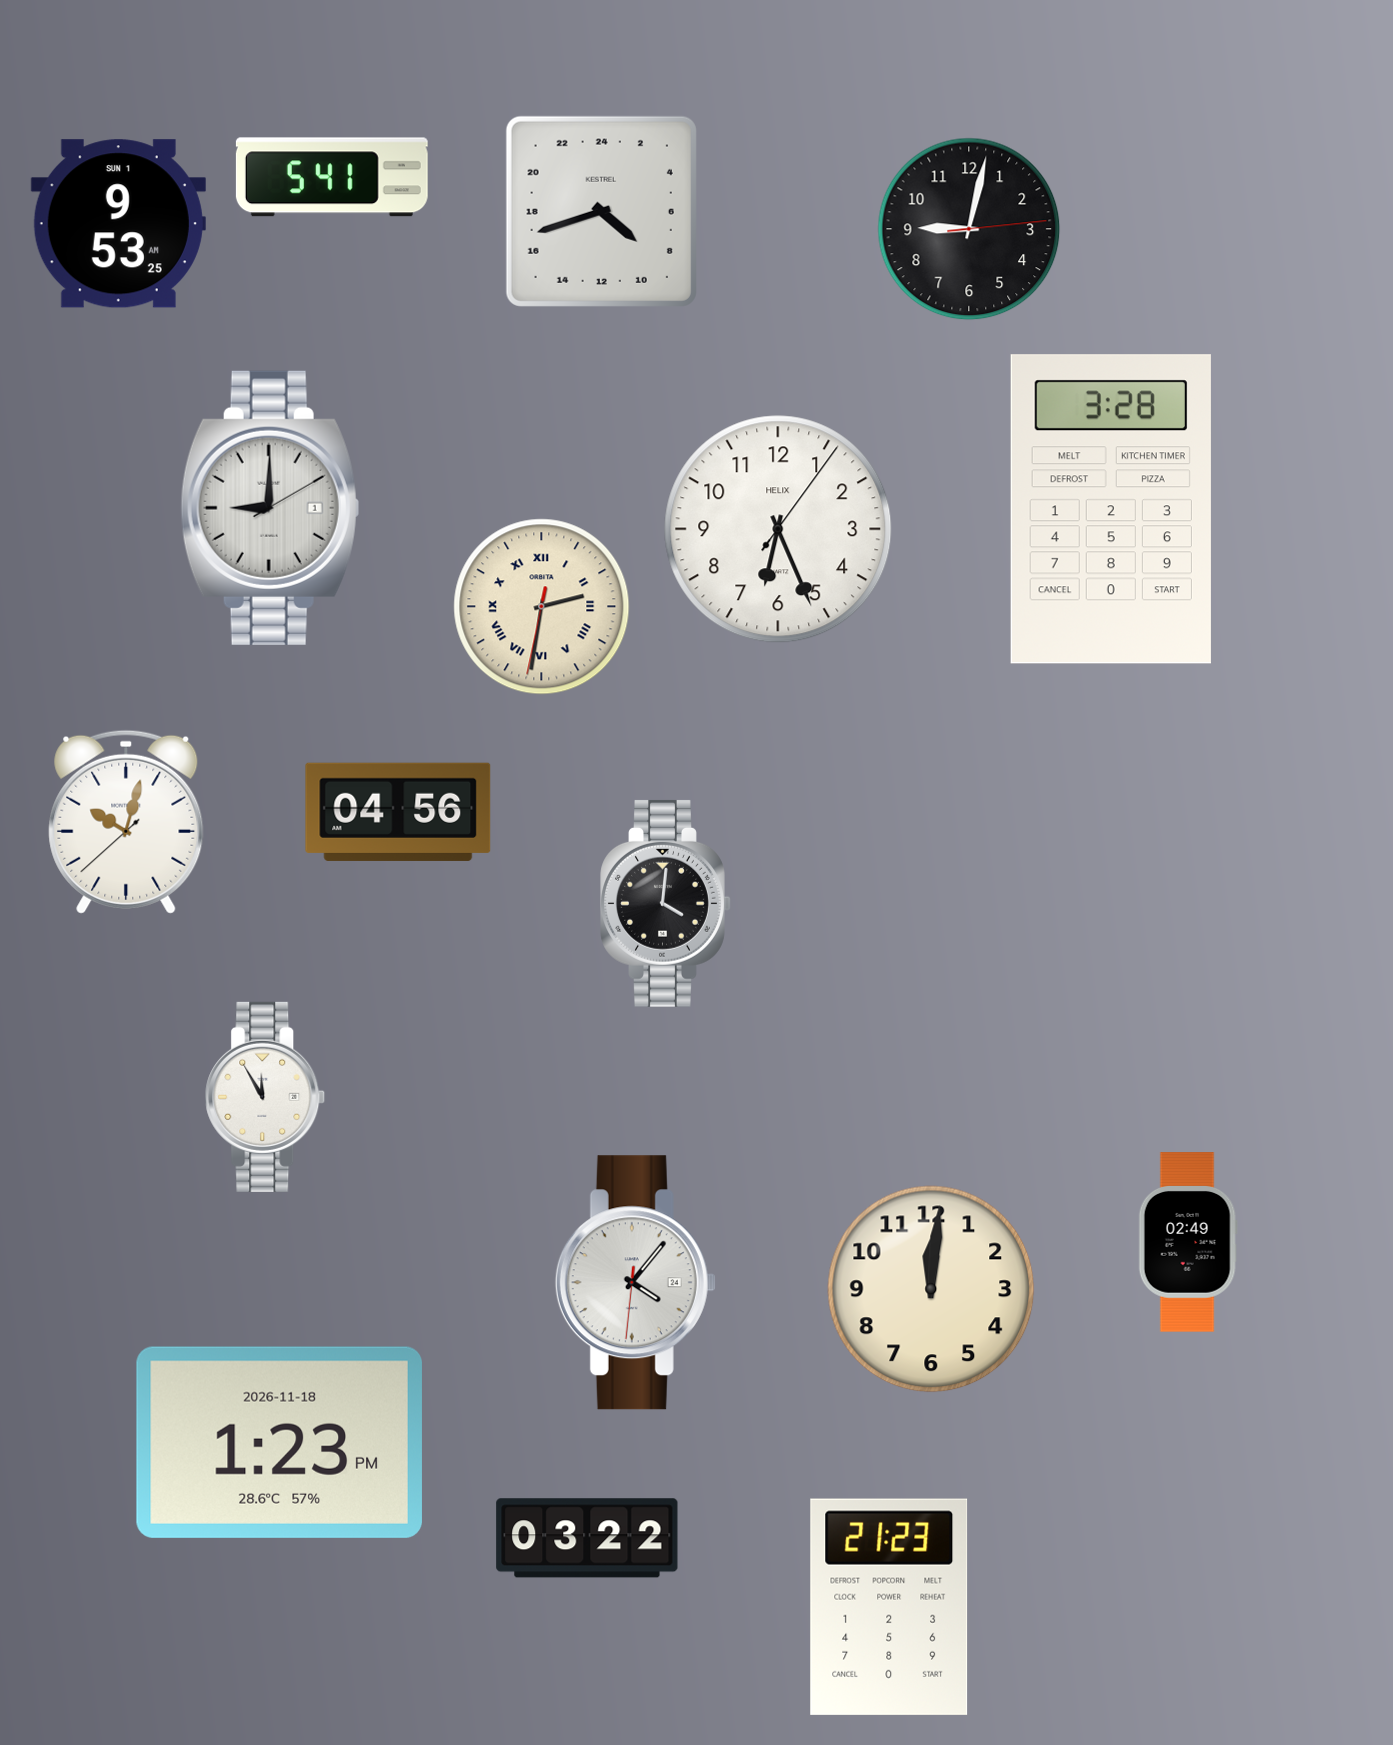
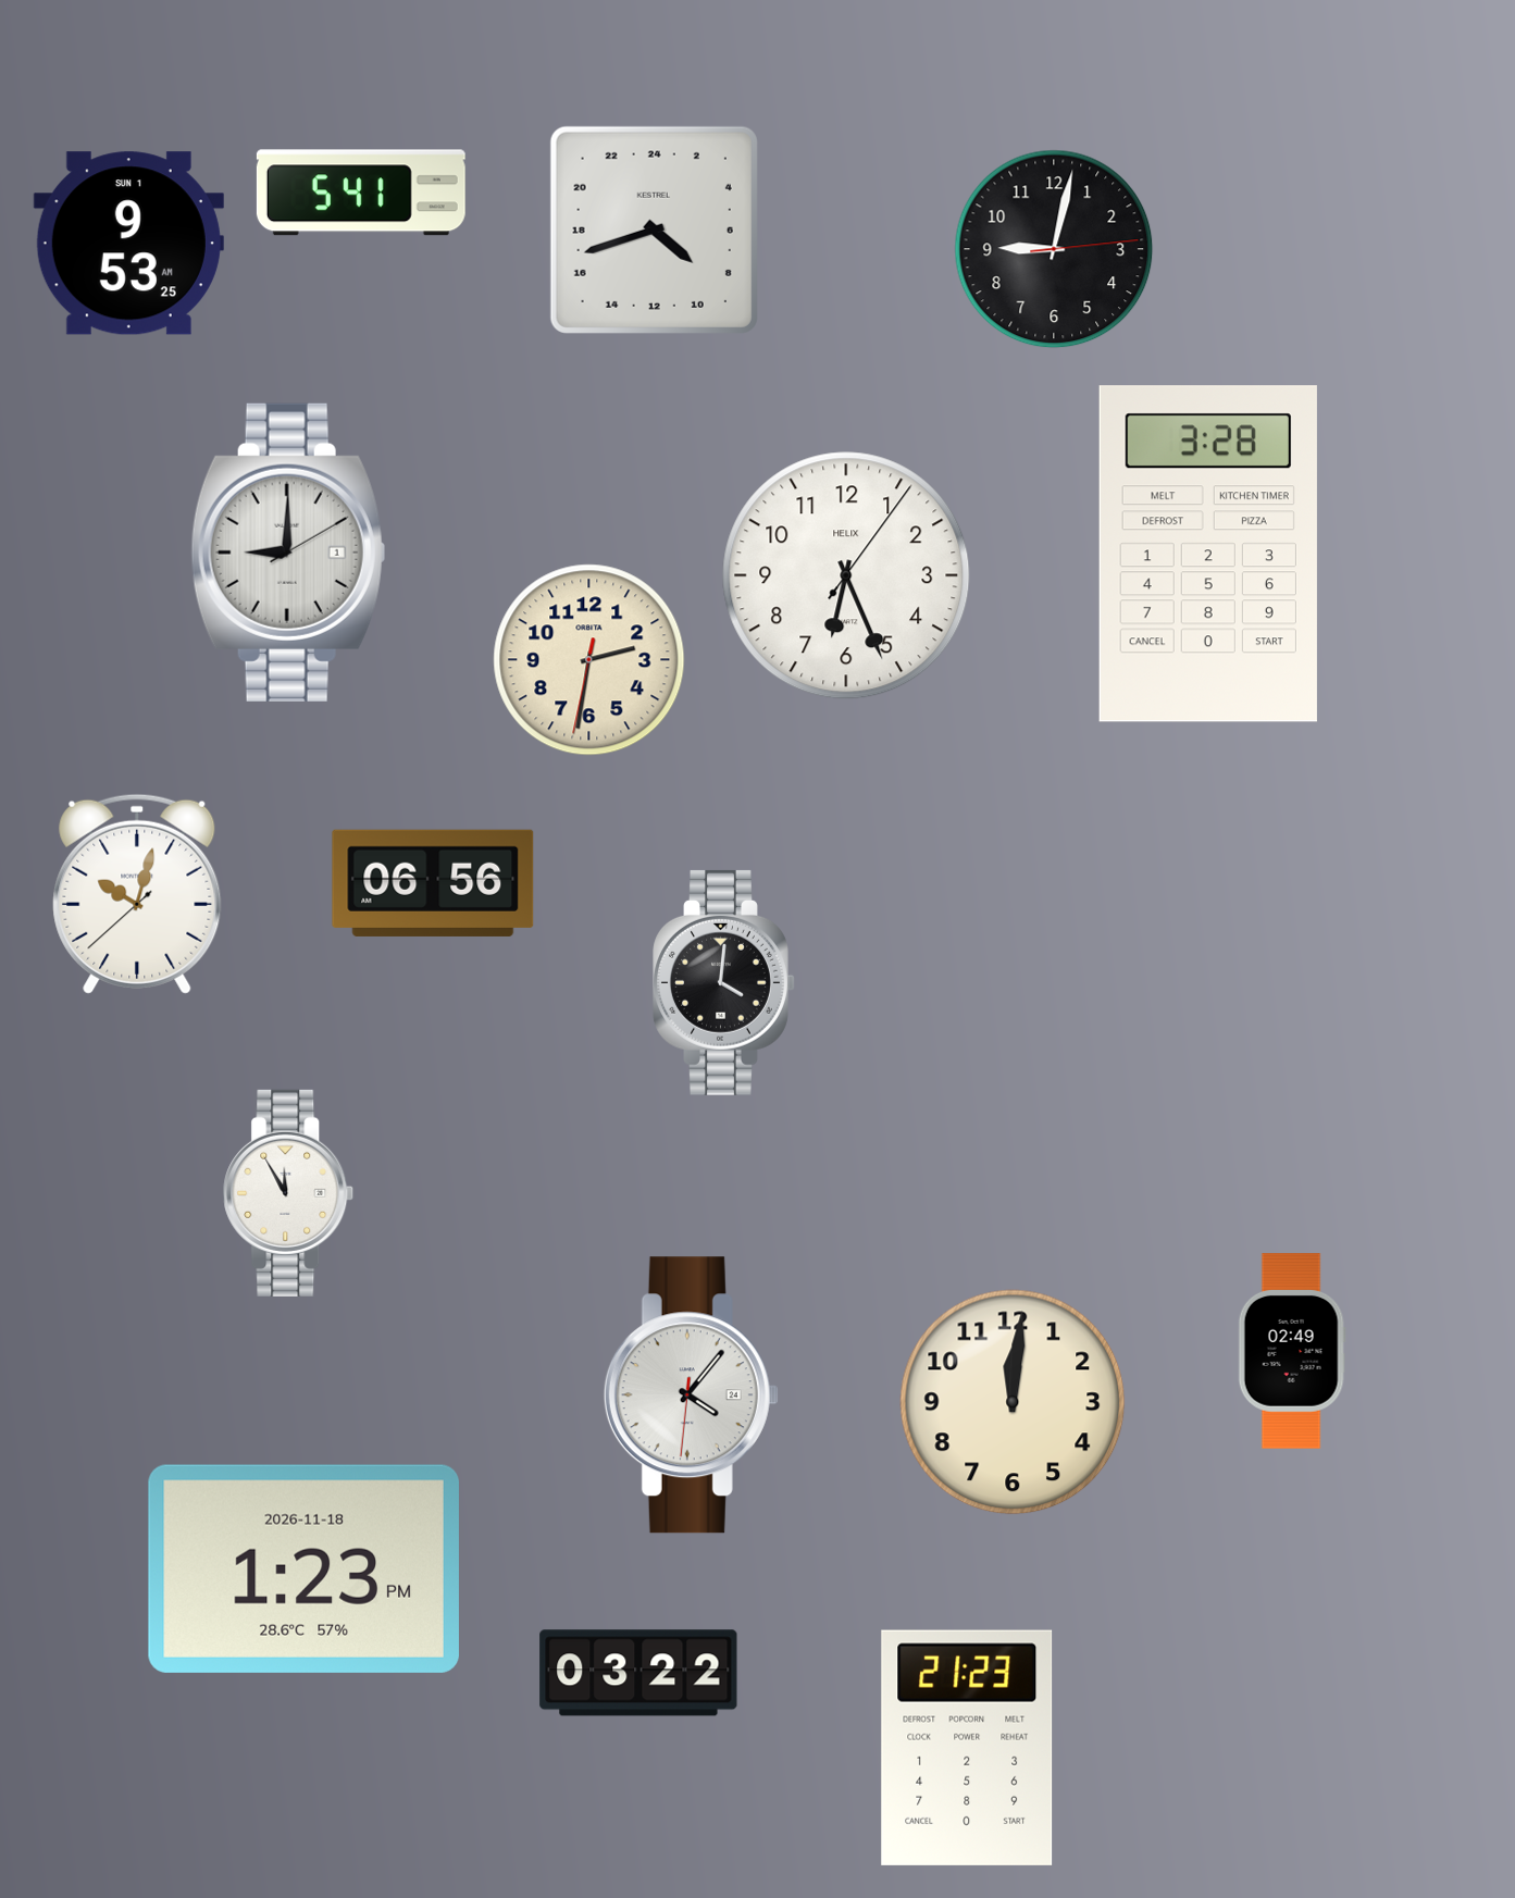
clock at (270, 508) position: (270, 508) -> (288, 553)
clock at (542, 607) numerals: Roman -> Arabic
clock at (398, 812): 04:56 -> 06:56
